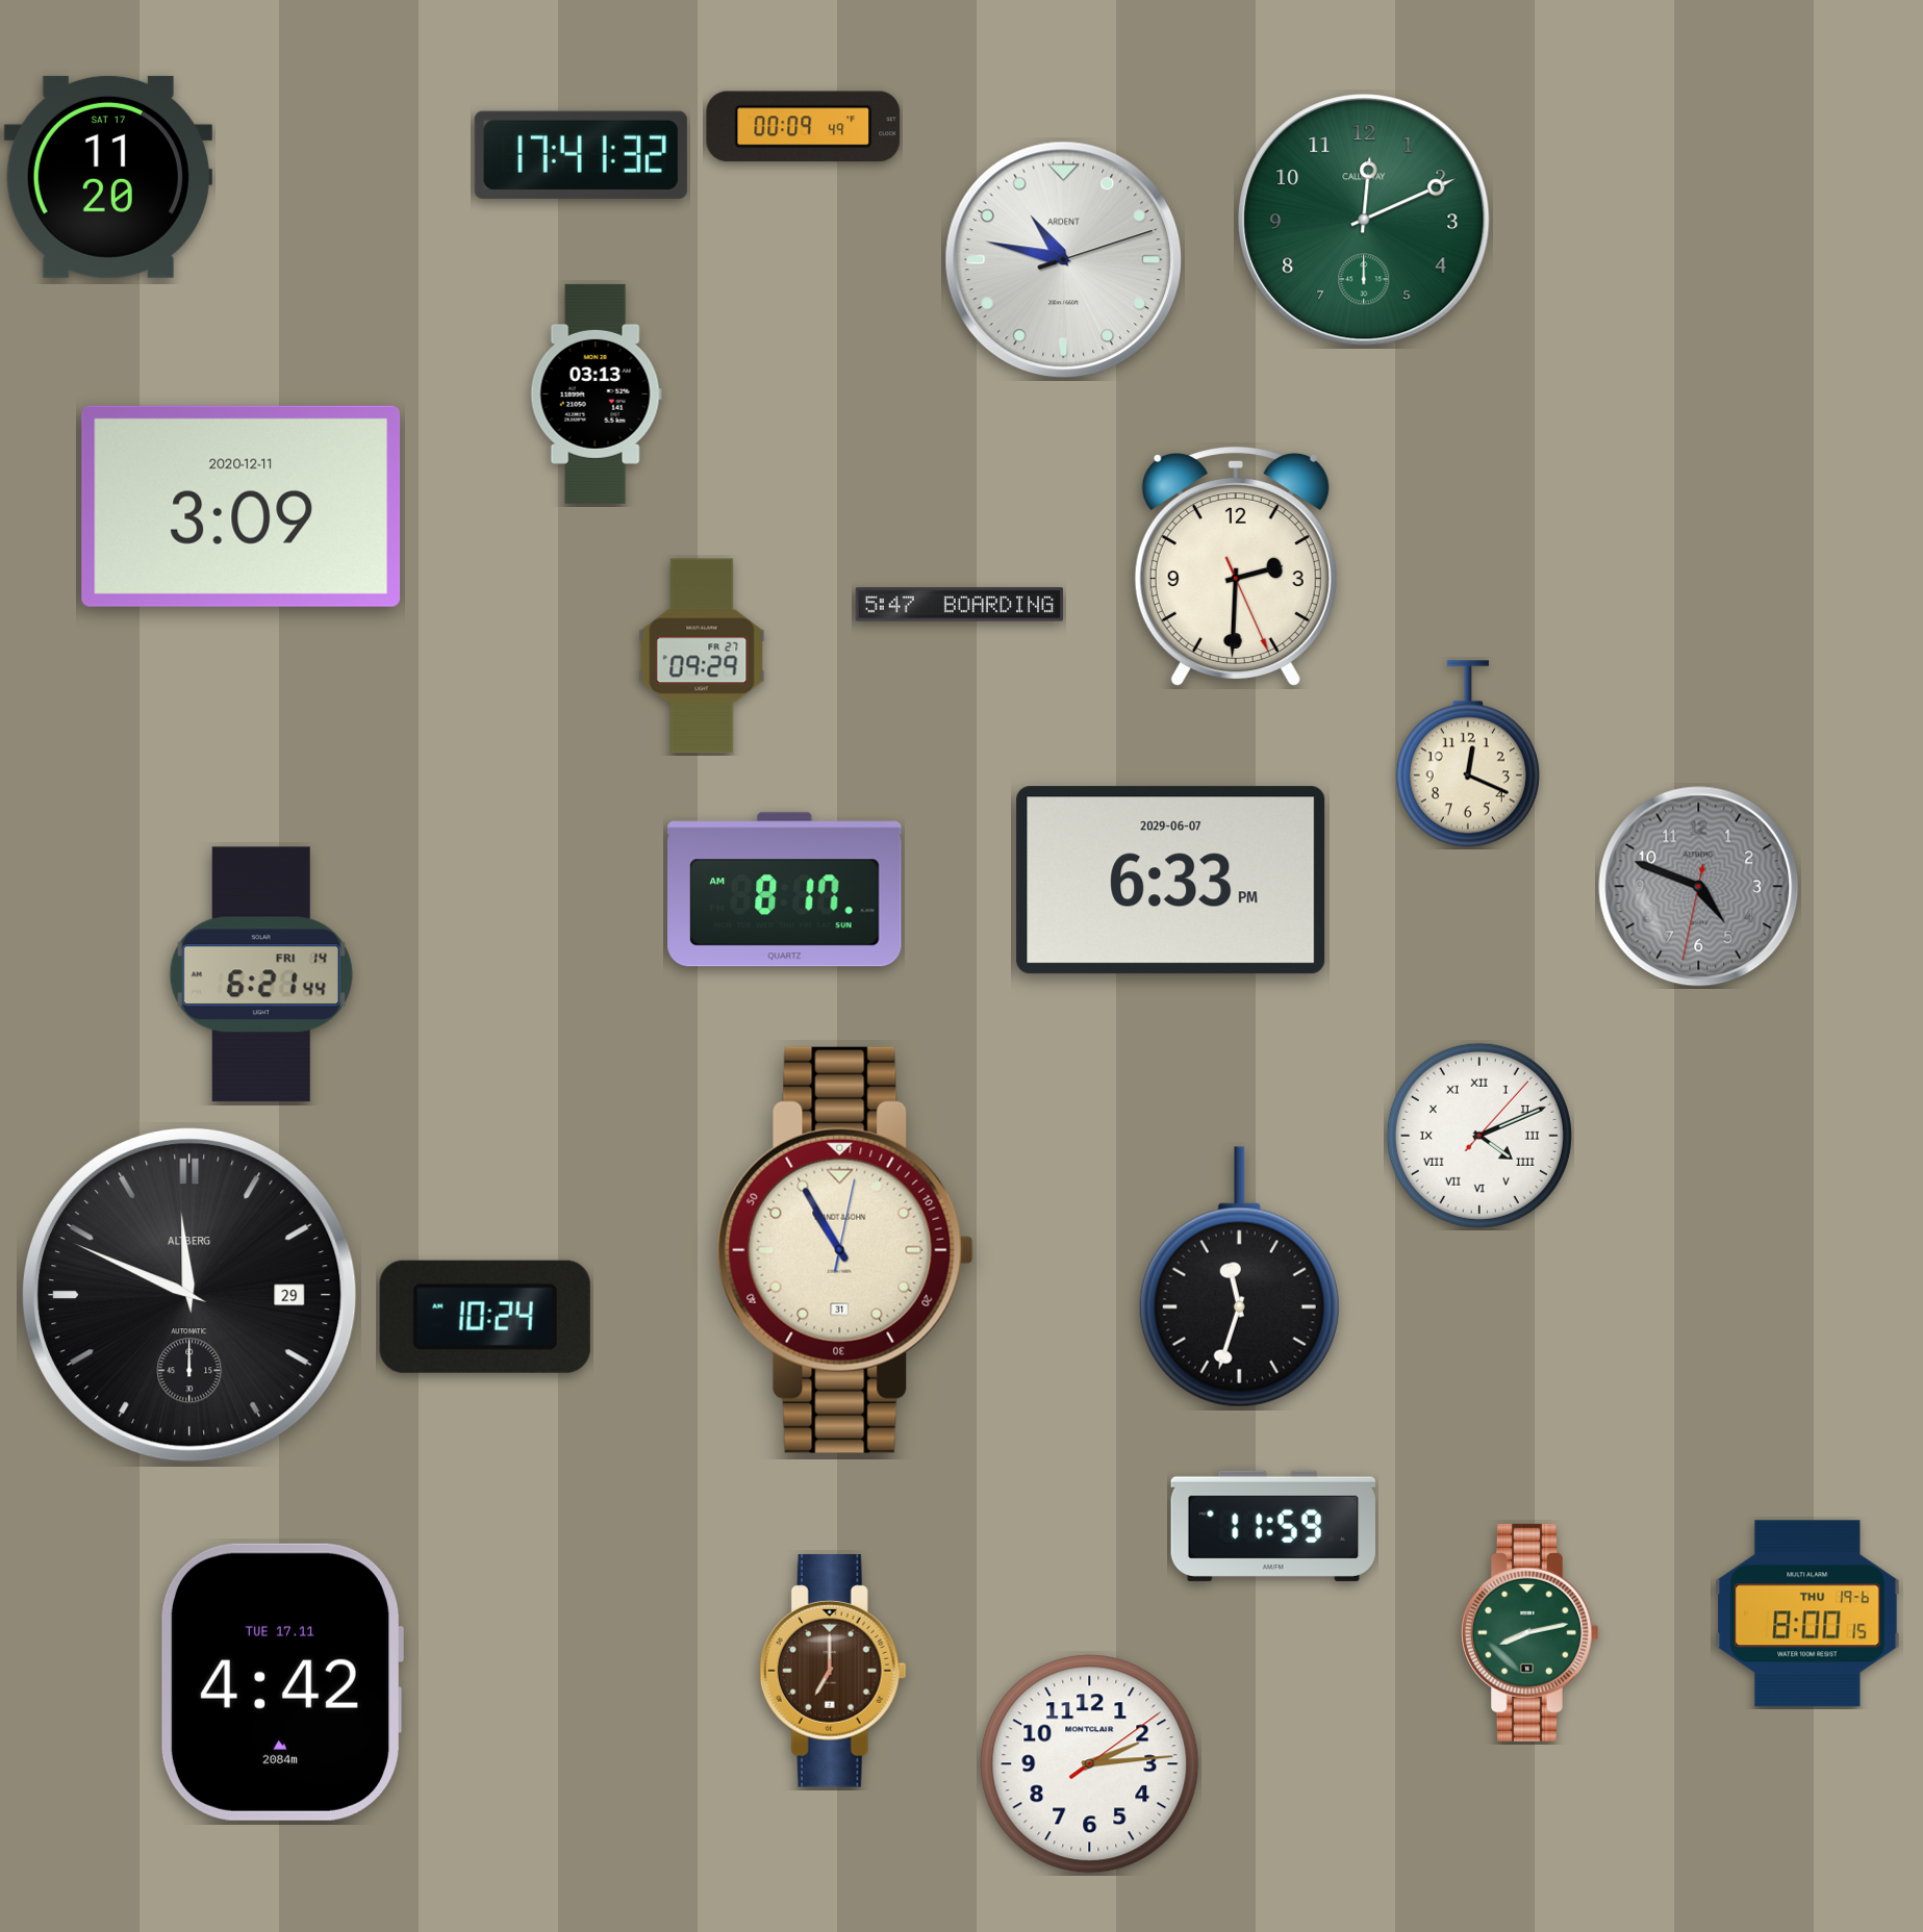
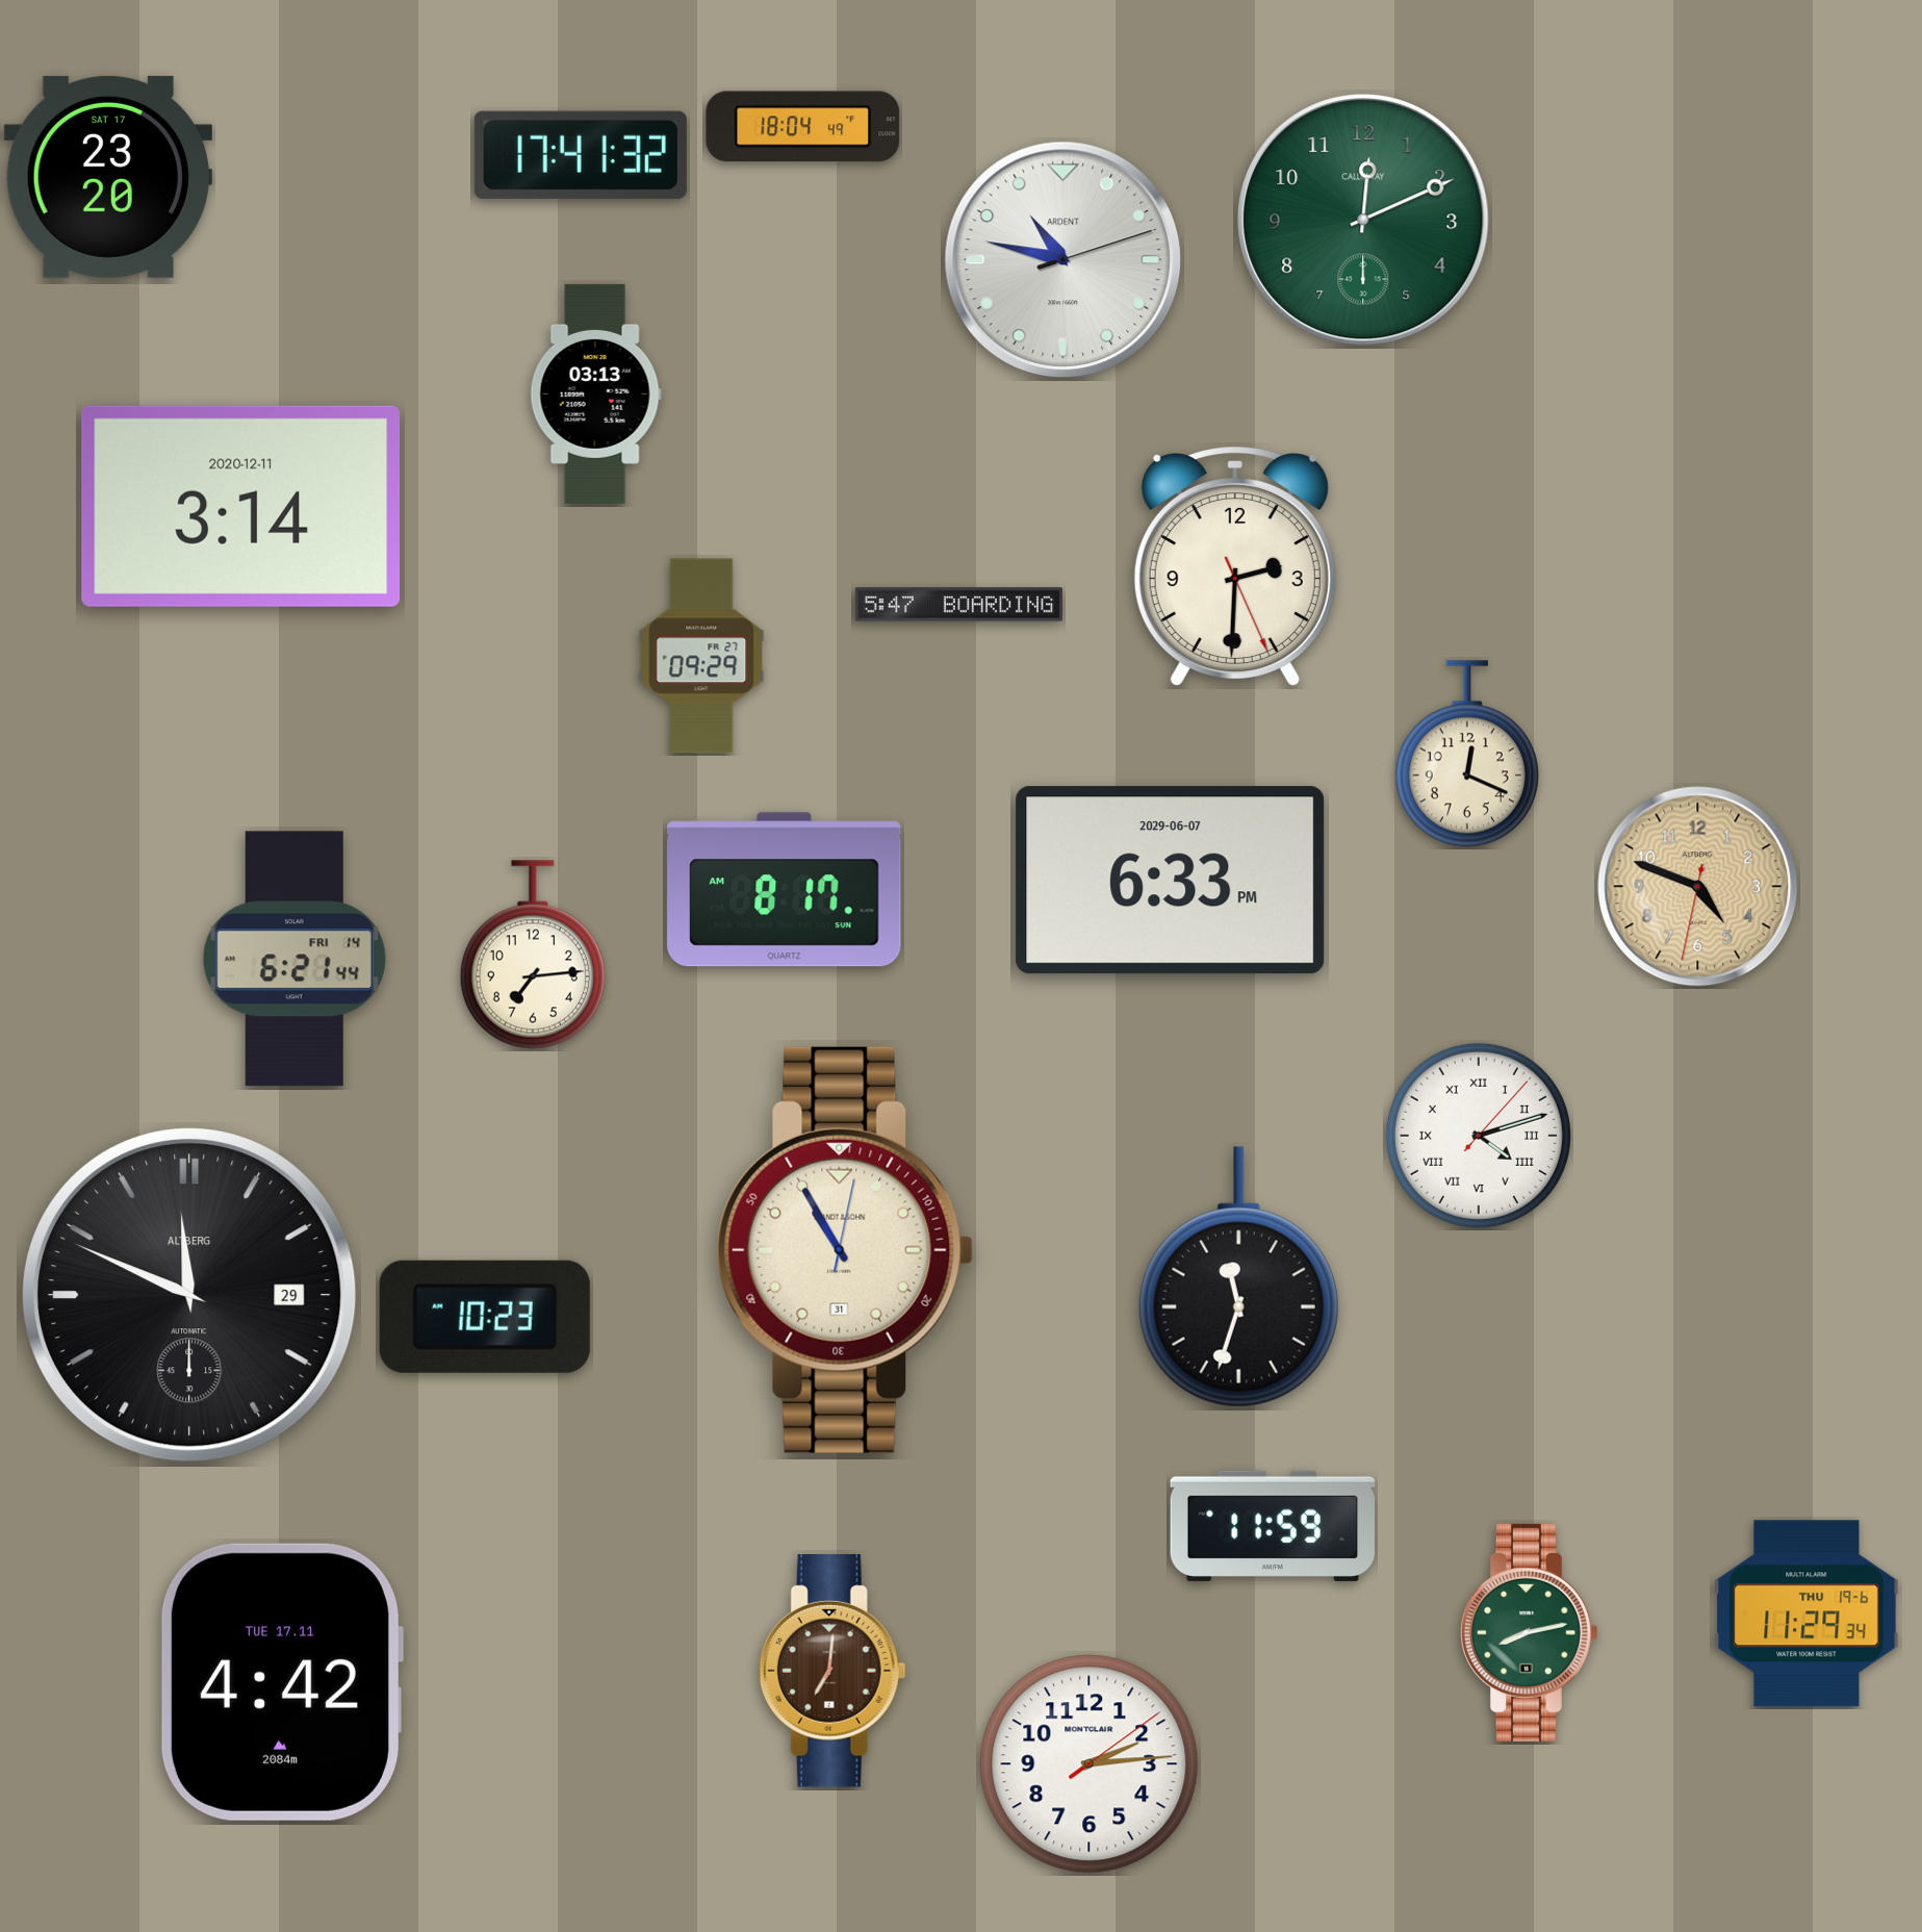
clock at (804, 127): 00:09 -> 18:04
clock at (108, 177): 11:20 -> 23:20
clock at (242, 506): 3:09 -> 3:14
clock at (1699, 887) dial: grey -> champagne
clock at (533, 955): none -> 7:14
clock at (261, 974) position: (261, 974) -> (294, 959)
clock at (1479, 1136): 4:11 -> 4:12
clock at (485, 1317): 10:24 -> 10:23
clock at (1807, 1613): 8:00 -> 11:29
clock at (833, 1671): 7:00 -> 7:01
